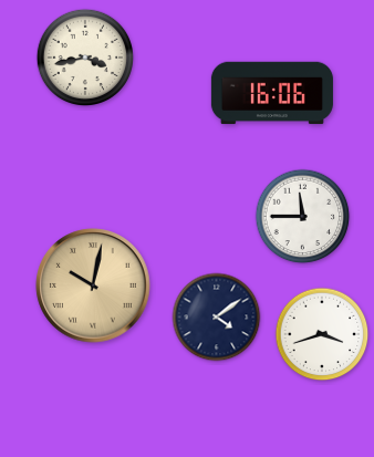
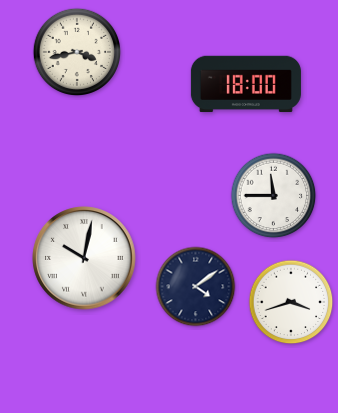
clock at (272, 93): 16:06 -> 18:00
clock at (93, 285) dial: champagne -> white
